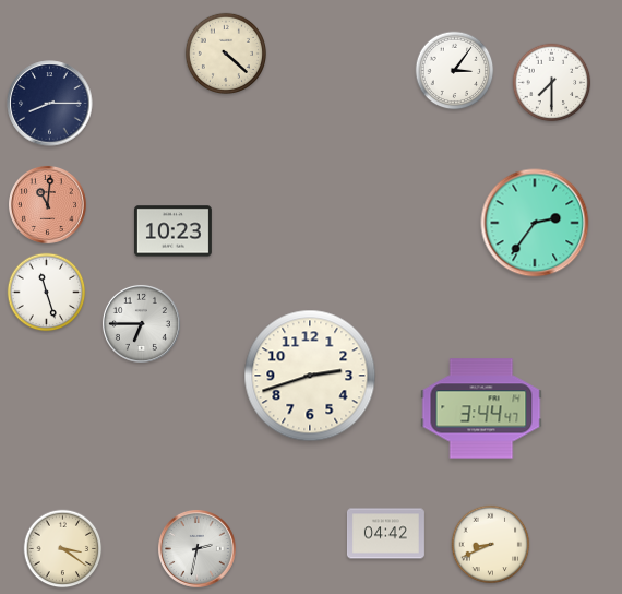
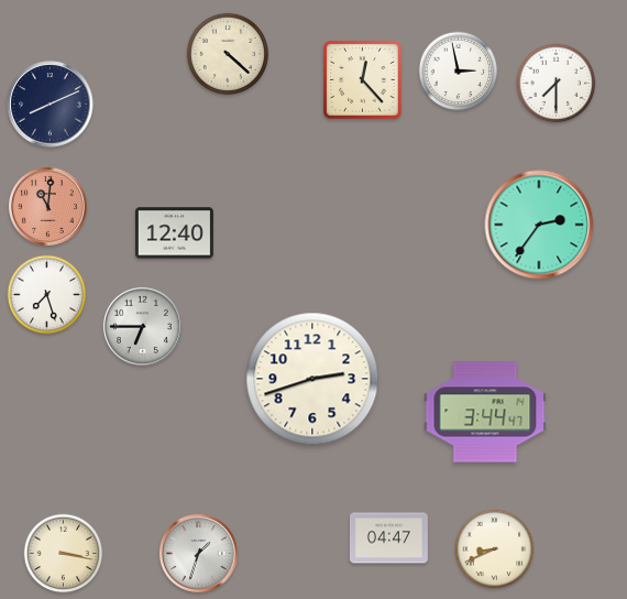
clock at (455, 71): 3:06 -> 2:58
clock at (363, 80): none -> 12:23
clock at (50, 104): 8:15 -> 8:11
clock at (172, 231): 10:23 -> 12:40
clock at (47, 293): 11:27 -> 7:27
clock at (385, 534): 04:42 -> 04:47
clock at (196, 548): 2:32 -> 1:33
clock at (63, 549): 3:21 -> 3:17
